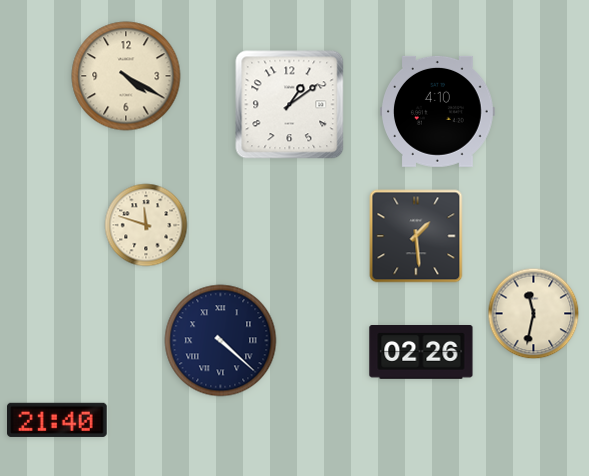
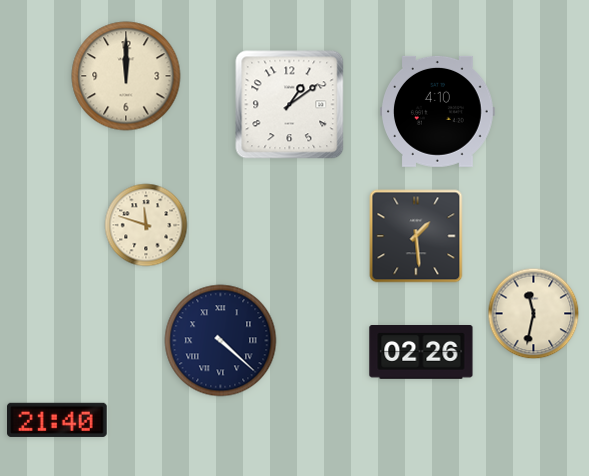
clock at (126, 76): 4:20 -> 12:00
